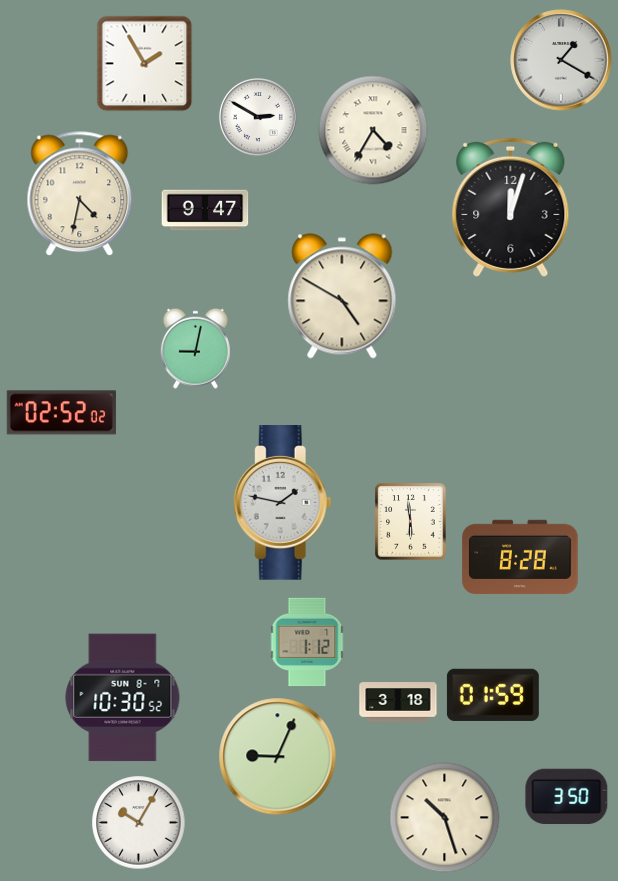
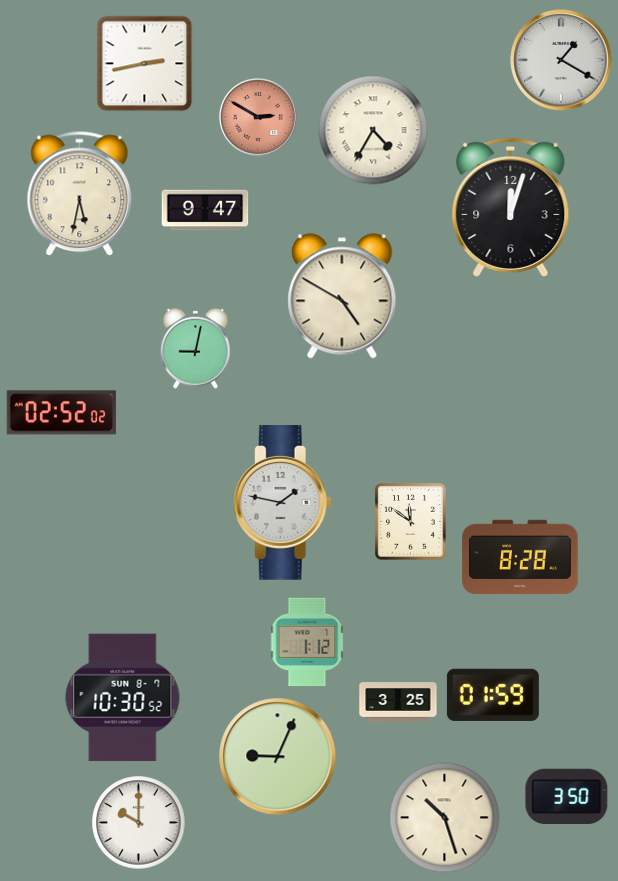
clock at (145, 64): 1:55 -> 2:43
clock at (258, 117) dial: white -> salmon
clock at (80, 194): 4:32 -> 5:32
clock at (411, 522): 5:59 -> 11:51
clock at (398, 702): 3:18 -> 3:25
clock at (139, 823): 10:05 -> 10:00
